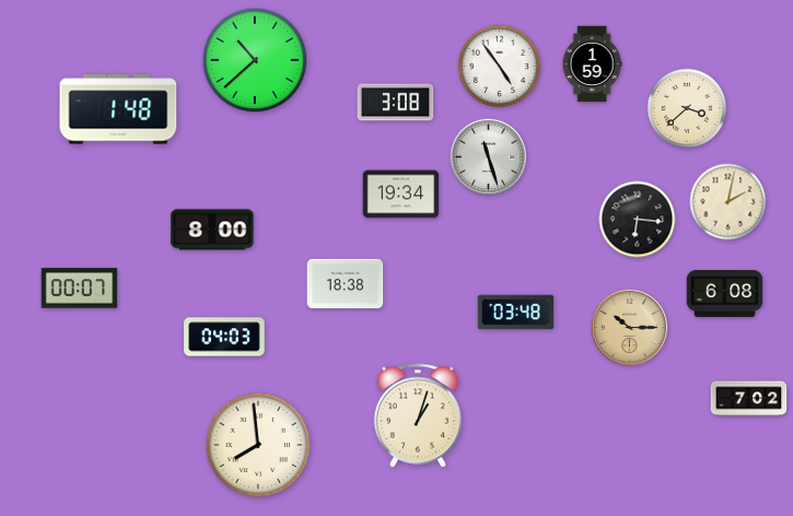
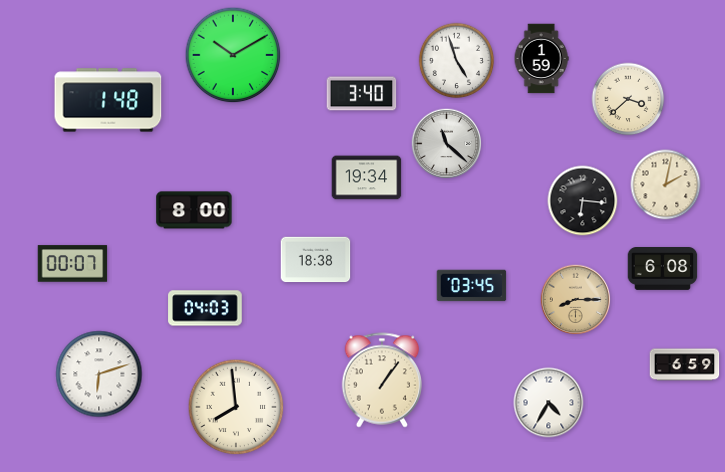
clock at (255, 60): 10:38 -> 10:10
clock at (500, 67): 4:54 -> 4:57
clock at (396, 103): 3:08 -> 3:40
clock at (489, 157): 11:27 -> 11:22
clock at (516, 313): 03:48 -> 03:45
clock at (630, 328): 10:15 -> 8:15
clock at (749, 399): 7:02 -> 6:59
clock at (99, 374): none -> 6:12
clock at (417, 415): 1:03 -> 1:06
clock at (549, 403): none -> 4:35
